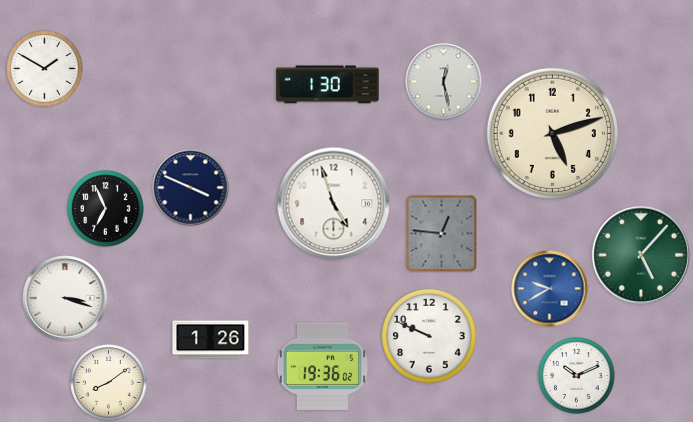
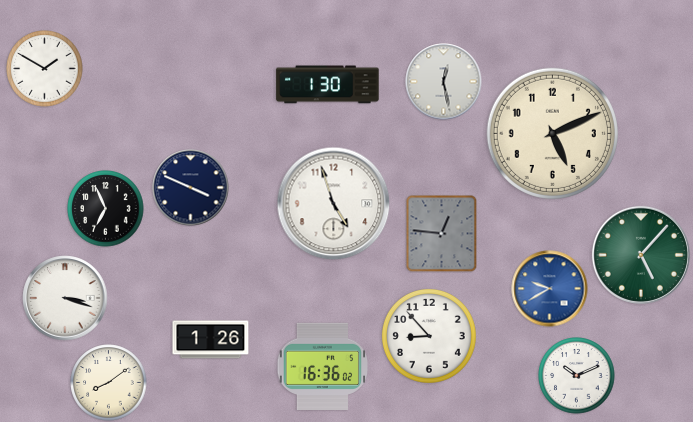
clock at (552, 133): 5:12 -> 5:11
clock at (429, 336): 9:49 -> 8:53
clock at (322, 366): 19:36 -> 16:36
